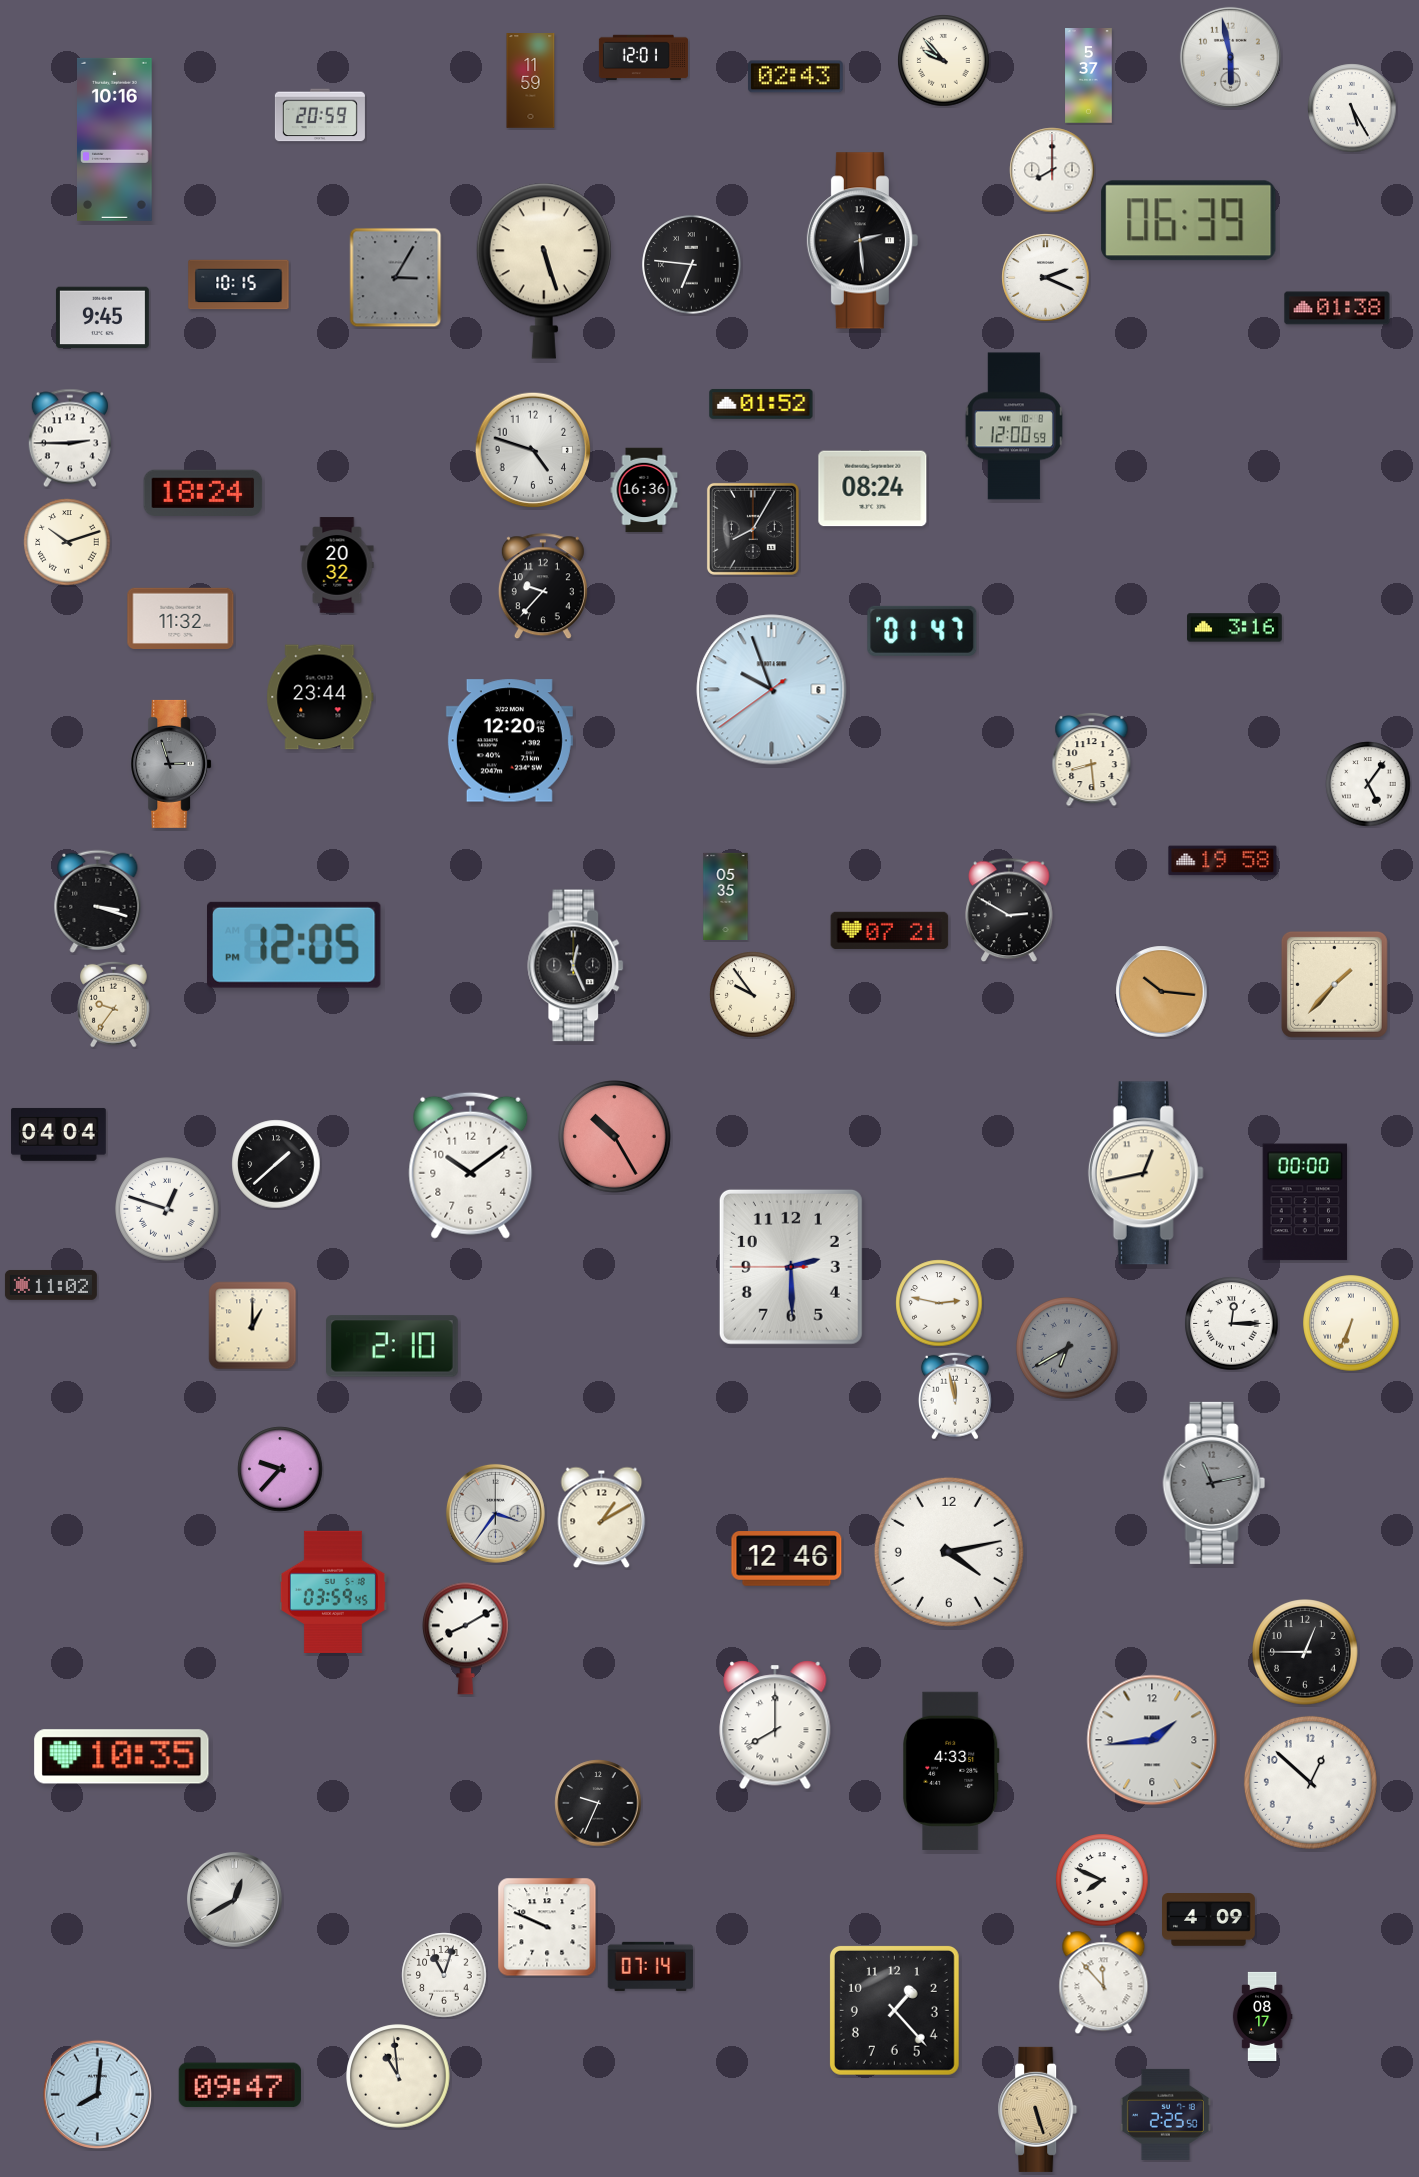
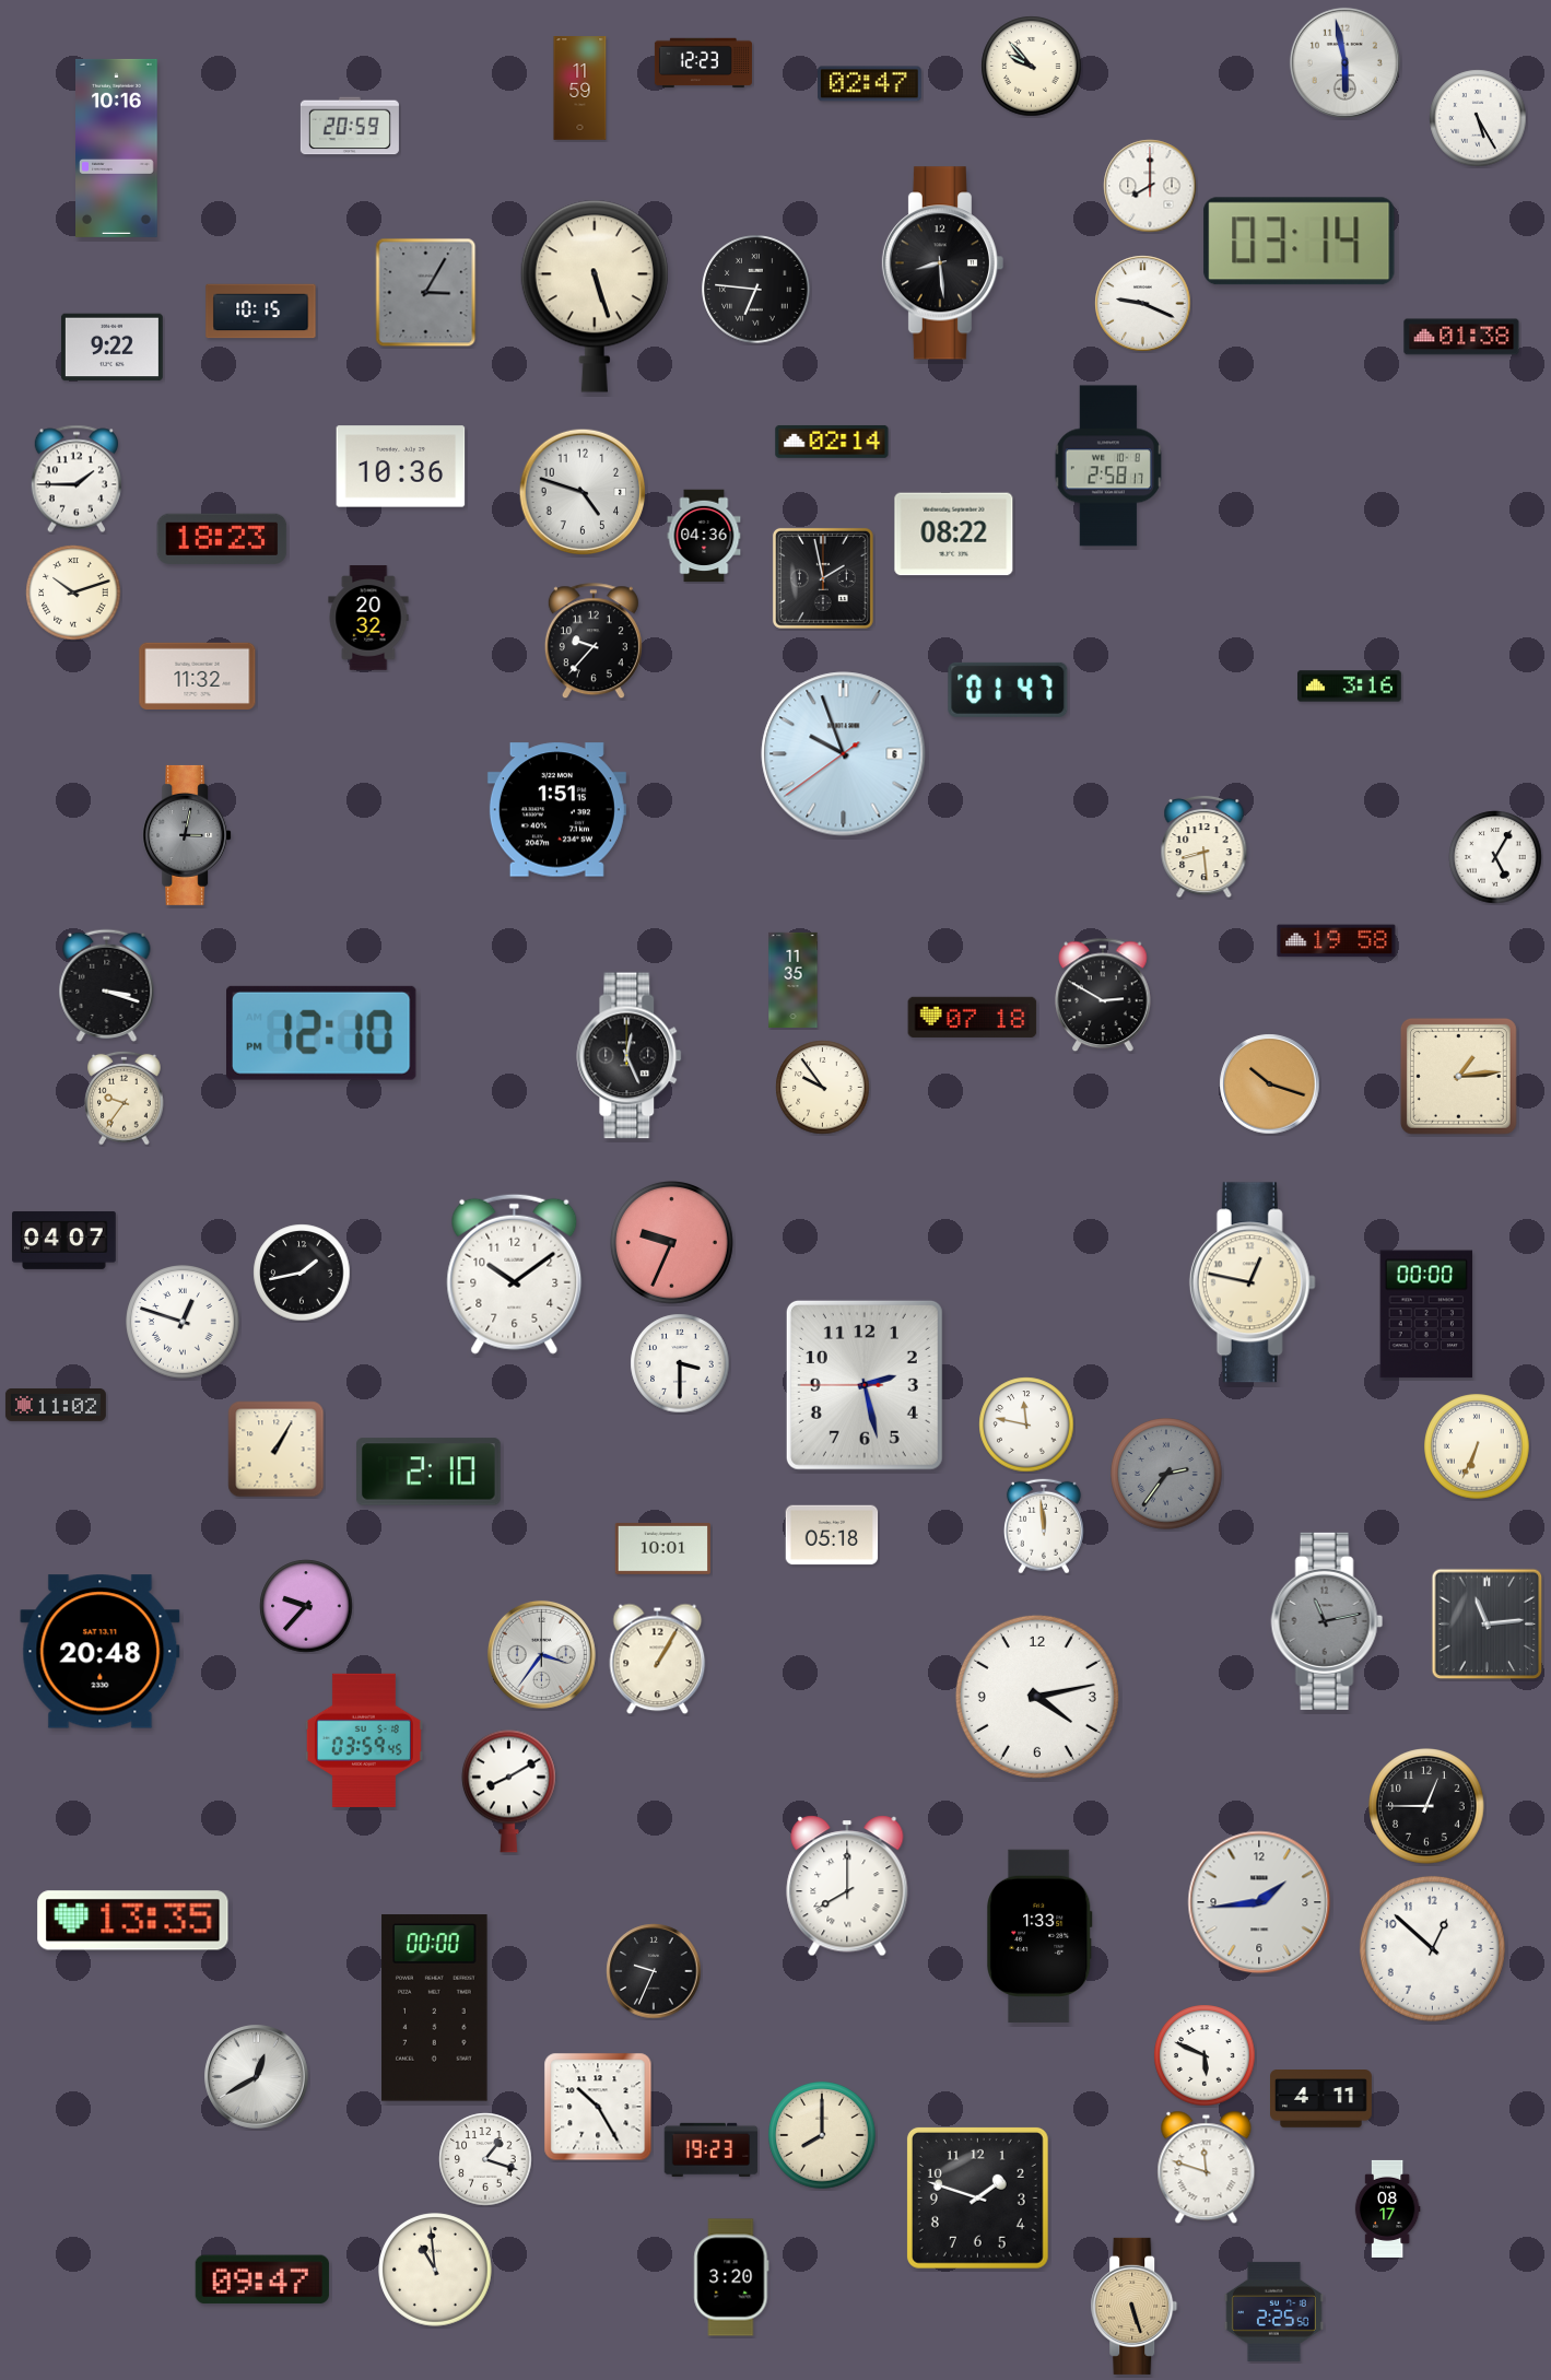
clock at (643, 58): 12:01 -> 12:23
clock at (1089, 76): 5:37 -> none
clock at (796, 77): 02:43 -> 02:47
clock at (115, 139) position: (115, 139) -> (117, 148)
clock at (1189, 221): 06:39 -> 03:14
clock at (862, 241): 2:29 -> 8:29
clock at (396, 278) position: (396, 278) -> (426, 293)
clock at (1046, 278): 2:19 -> 9:19
clock at (102, 318): 9:45 -> 9:22
clock at (761, 404): 01:52 -> 02:14
clock at (1014, 426): 12:00 -> 2:58
clock at (401, 467): none -> 10:36
clock at (70, 438): 2:45 -> 1:45
clock at (873, 489): 08:24 -> 08:22
clock at (644, 490): 16:36 -> 04:36
clock at (203, 493): 18:24 -> 18:23
clock at (753, 529): 8:05 -> 1:58
clock at (320, 697): 23:44 -> none
clock at (509, 741): 12:20 -> 1:51
clock at (1092, 759) position: (1092, 759) -> (1205, 846)
clock at (171, 764): 2:57 -> 3:02
clock at (1368, 784): 5:06 -> 5:05
clock at (726, 896): 05:35 -> 11:35
clock at (890, 930): 07:21 -> 07:18
clock at (295, 945): 12:05 -> 12:10
clock at (1334, 984): 1:37 -> 1:14
clock at (1162, 992): 10:16 -> 10:18
clock at (59, 1134): 04:04 -> 04:07
clock at (615, 1137): 10:25 -> 9:34
clock at (276, 1164): 1:38 -> 1:43
clock at (1146, 1173): 12:43 -> 12:47
clock at (680, 1363): none -> 3:30
clock at (791, 1267): 2:29 -> 2:27
clock at (939, 1303): 2:47 -> 11:47
clock at (1232, 1324): 12:15 -> none
clock at (253, 1326): 1:00 -> 1:05
clock at (1067, 1348): 6:40 -> 2:36
clock at (955, 1396): 11:58 -> 11:59
clock at (832, 1535): none -> 05:18
clock at (662, 1548): none -> 10:01
clock at (1488, 1625): none -> 11:14
clock at (101, 1652): none -> 20:48
clock at (602, 1518): 1:10 -> 1:05
clock at (787, 1559): 12:46 -> none
clock at (122, 1757): 10:35 -> 13:35
clock at (951, 1771): 4:33 -> 1:33
clock at (435, 2008): none -> 00:00
clock at (1102, 1880): 7:49 -> 5:49
clock at (1209, 1920): 4:09 -> 4:11
clock at (547, 1927): 9:49 -> 10:25
clock at (822, 2135): none -> 8:00
clock at (651, 1966): 07:14 -> 19:23
clock at (444, 1975): 11:03 -> 1:18
clock at (1104, 1983): 11:53 -> 11:48
clock at (894, 2010): 1:23 -> 1:48
clock at (1262, 2016) position: (1262, 2016) -> (1387, 2208)
clock at (731, 2277): none -> 3:20
clock at (97, 2094): 8:01 -> none
